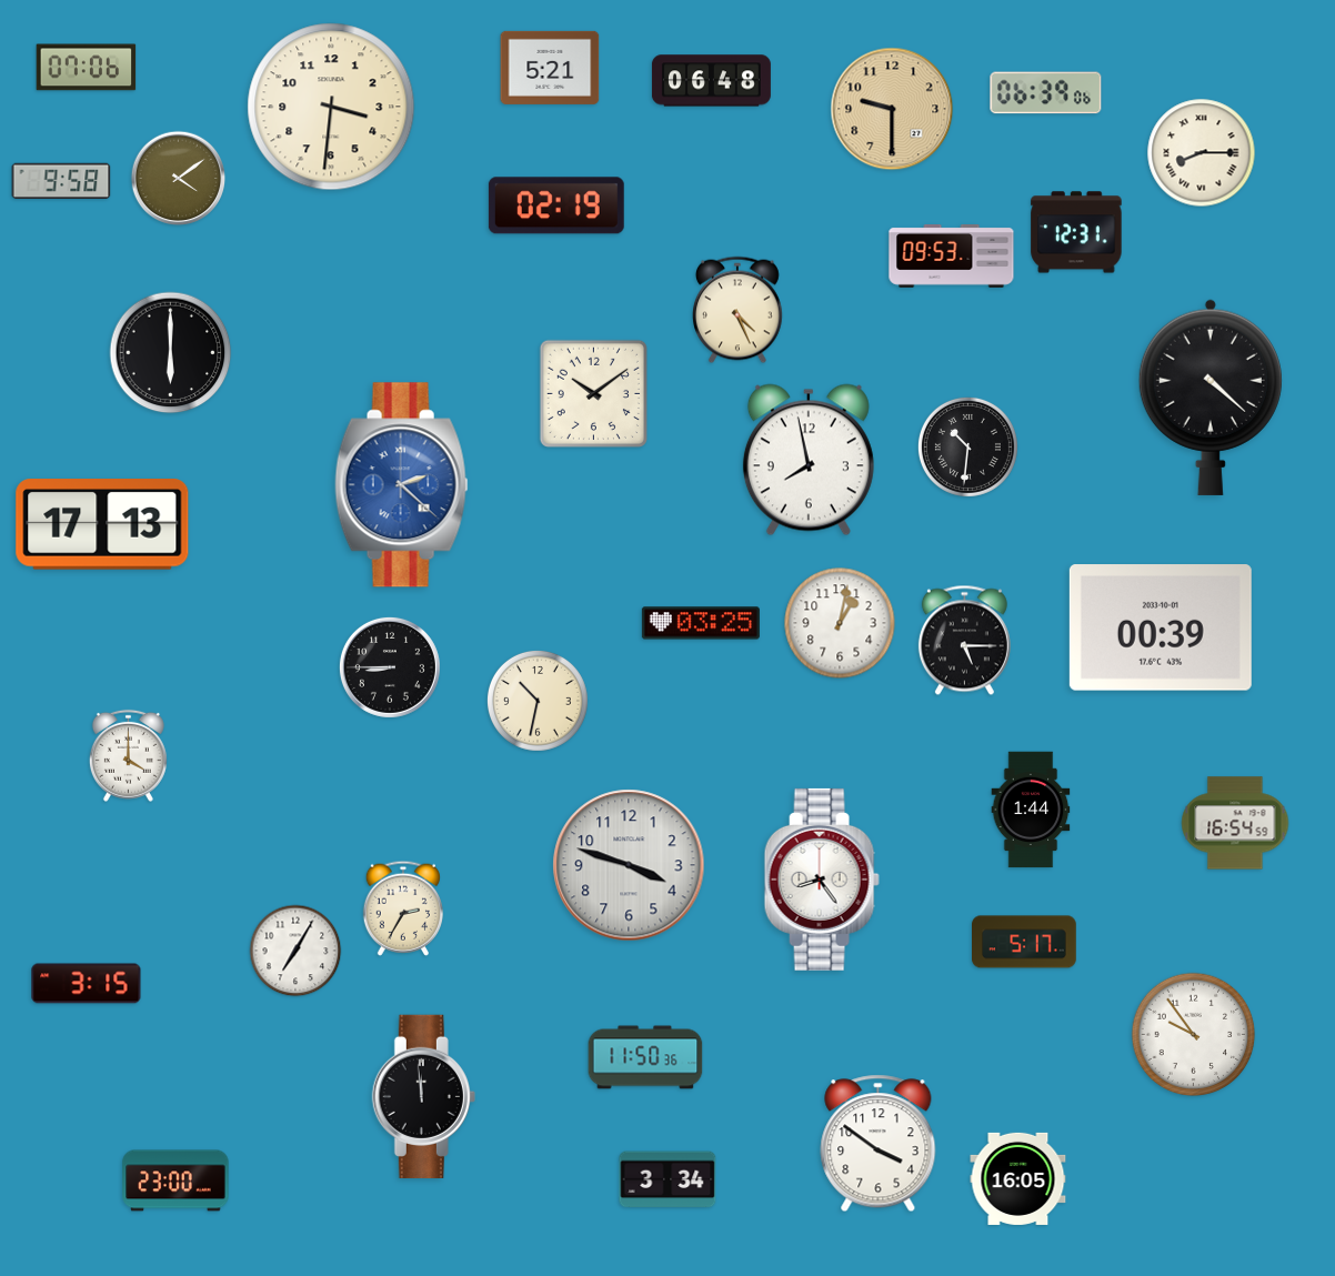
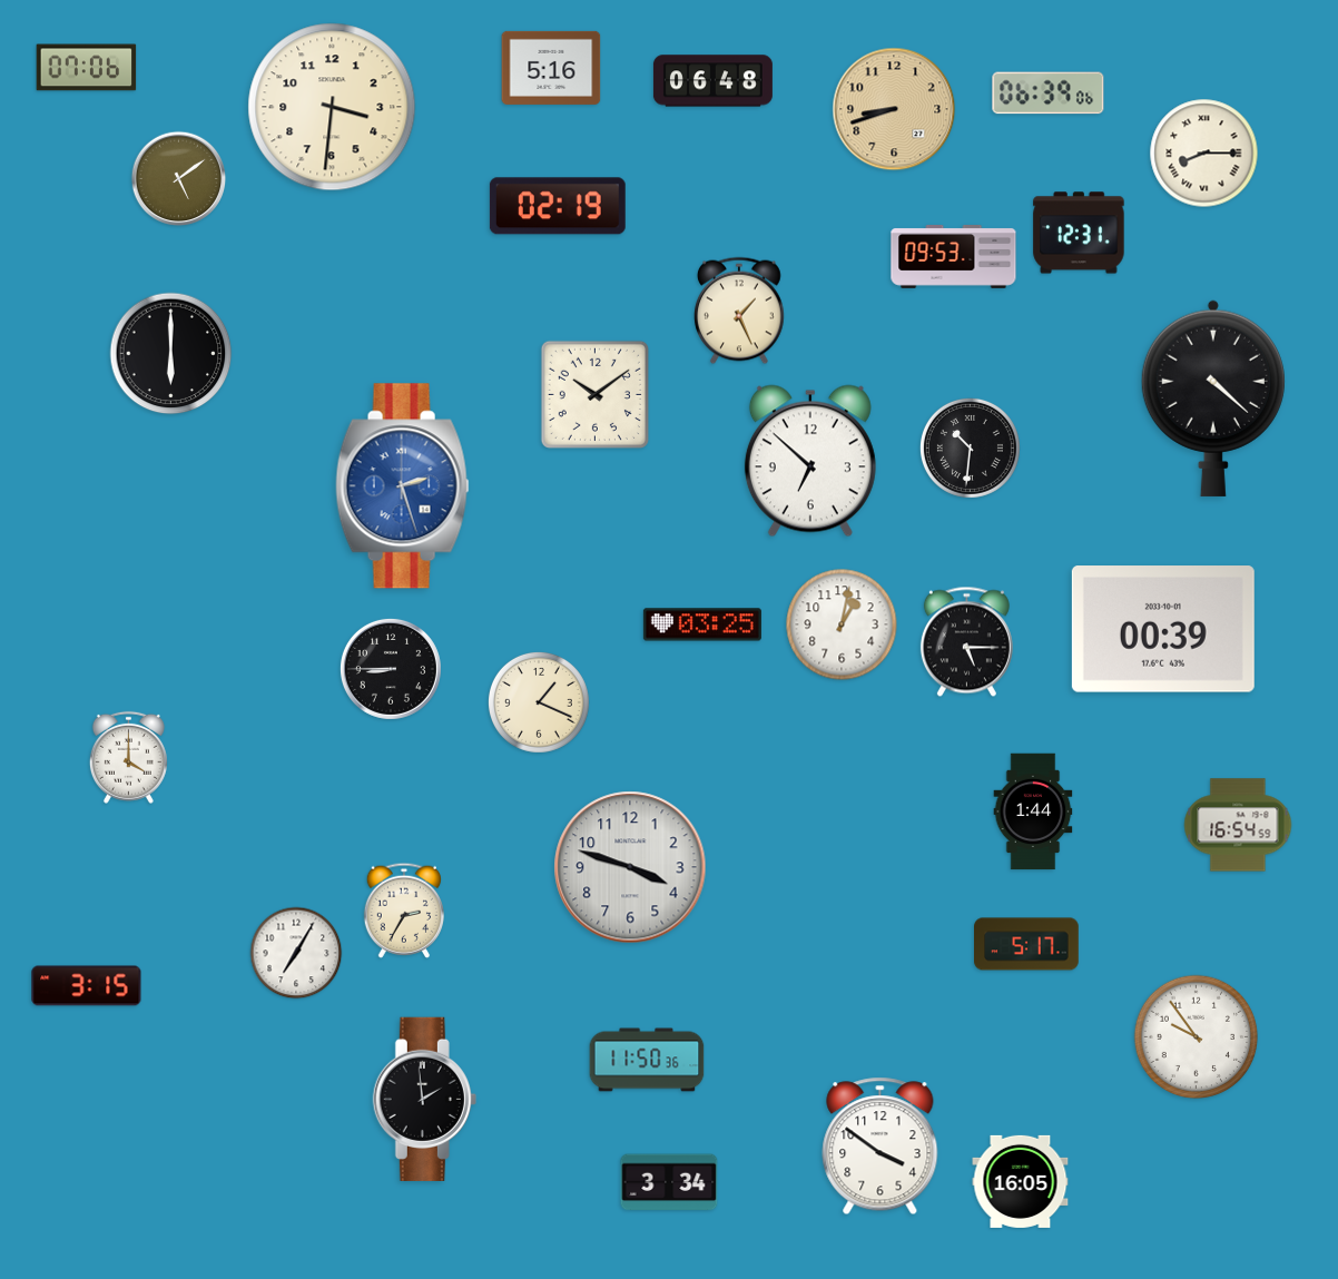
clock at (550, 68): 5:21 -> 5:16
clock at (892, 109): 9:30 -> 8:42
clock at (179, 179): 4:09 -> 5:09
clock at (61, 181): 9:58 -> none
clock at (739, 310): 4:26 -> 1:26
clock at (809, 460): 7:58 -> 6:52
clock at (402, 485): 2:22 -> 2:27
clock at (102, 524): 17:13 -> none
clock at (538, 701): 10:32 -> 1:19
clock at (822, 880): 8:24 -> none
clock at (423, 1096): 11:59 -> 1:59
clock at (175, 1180): 23:00 -> none
